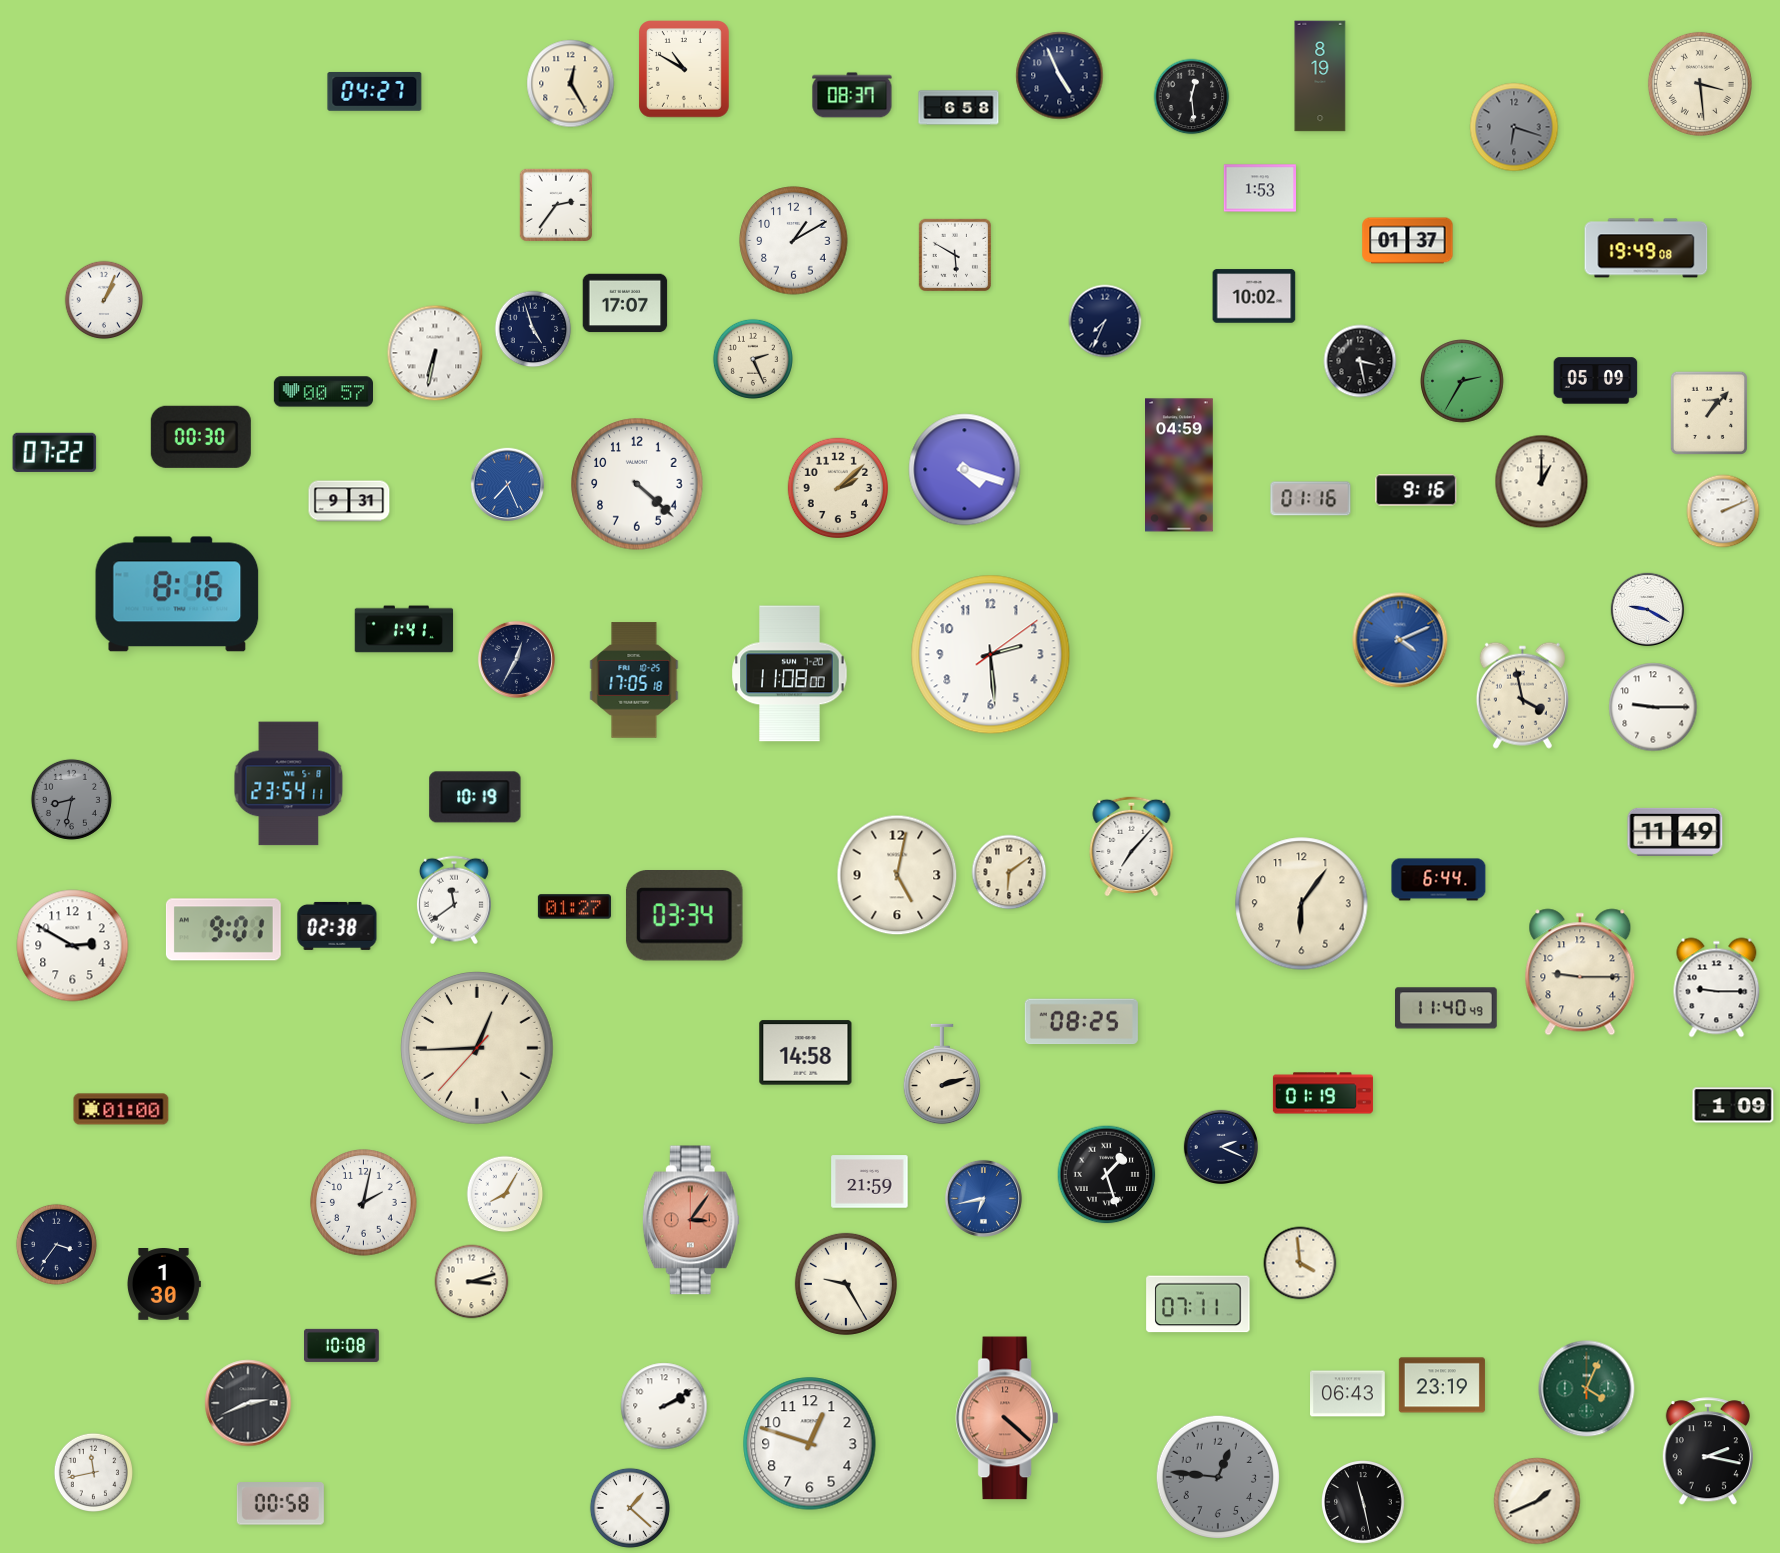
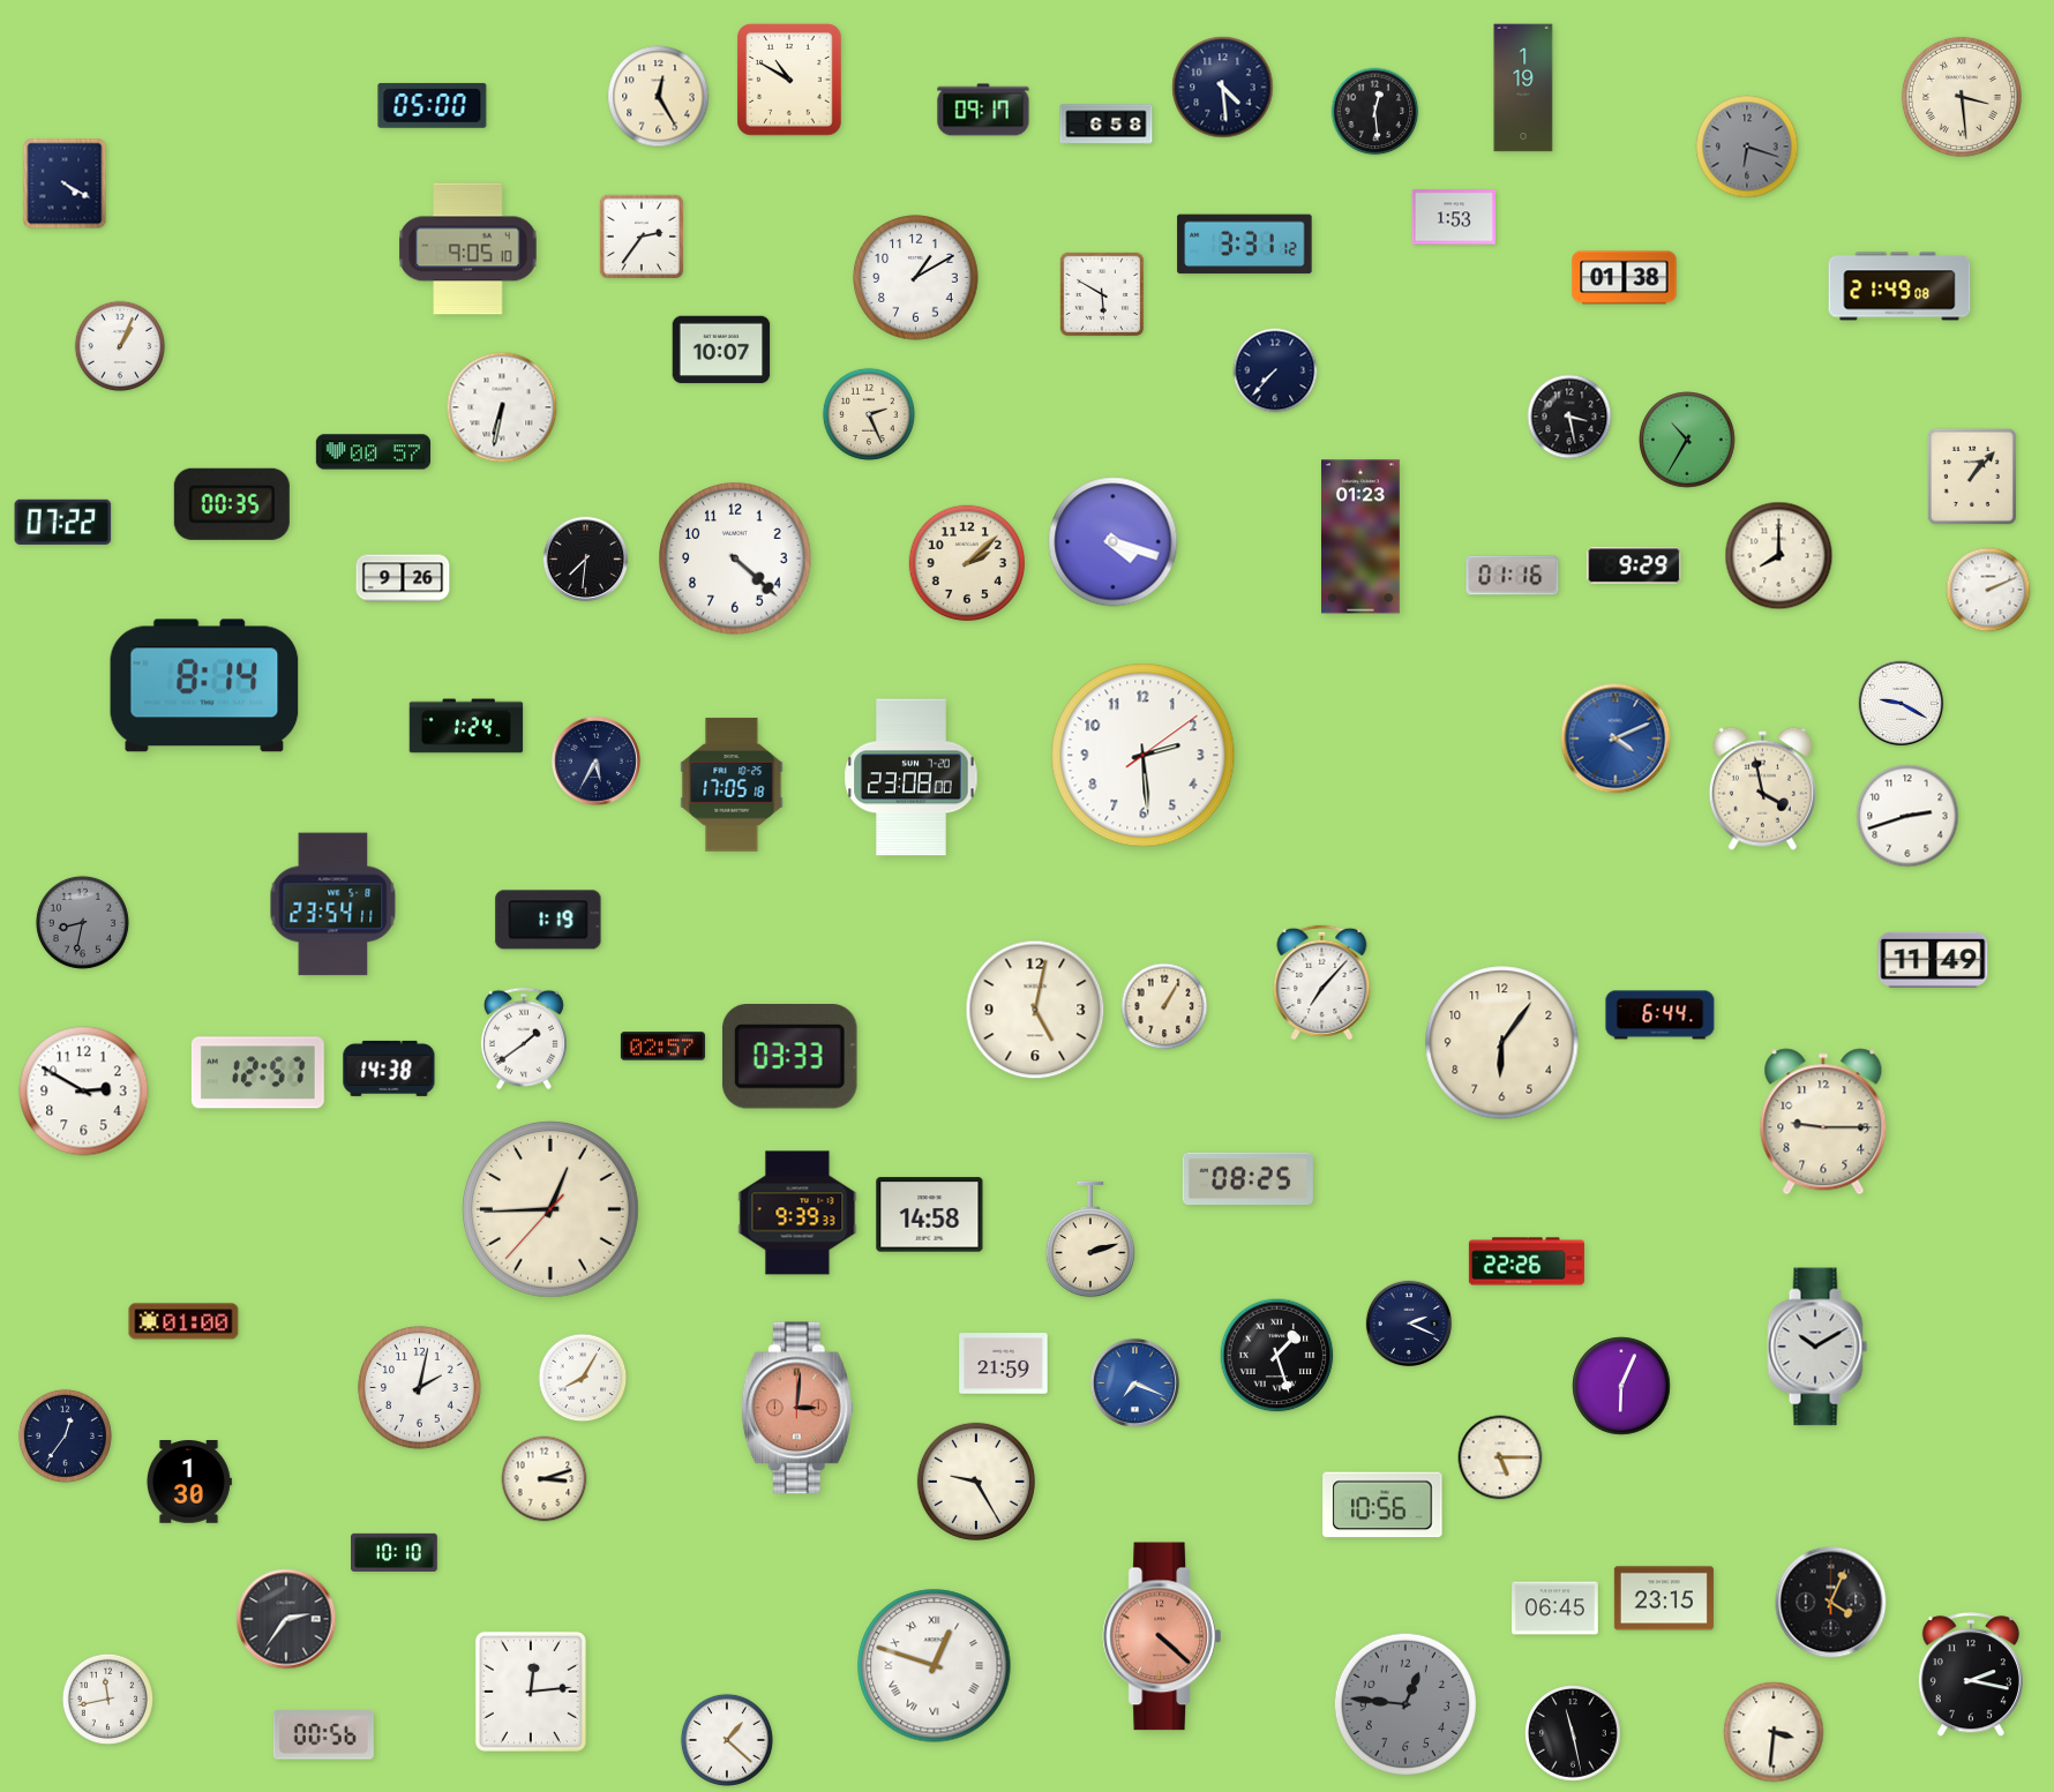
clock at (1060, 76): 4:56 -> 4:29
clock at (1320, 76): 8:19 -> 1:19
clock at (375, 92): 04:27 -> 05:00
clock at (852, 95): 08:37 -> 09:17
clock at (65, 183): none -> 4:20
clock at (1245, 245): none -> 3:31
clock at (468, 249): none -> 9:05
clock at (1408, 241): 01:37 -> 01:38
clock at (1646, 248): 19:49 -> 21:49
clock at (1254, 296): 10:02 -> none
clock at (625, 303): 17:07 -> 10:07
clock at (1105, 321): 7:34 -> 7:37
clock at (533, 329): 4:57 -> none
clock at (1462, 381): 2:35 -> 10:35
clock at (1596, 381): 05:09 -> none
clock at (201, 437): 00:30 -> 00:35
clock at (1180, 465): 04:59 -> 01:23
clock at (1542, 482): 1:00 -> 8:00
clock at (508, 485): 7:26 -> 7:31
clock at (508, 485) dial: blue -> black
clock at (1416, 490): 9:16 -> 9:29
clock at (349, 501): 9:31 -> 9:26
clock at (177, 594): 8:16 -> 8:14
clock at (404, 629): 1:41 -> 1:24
clock at (516, 659): 12:35 -> 5:35
clock at (790, 674): 11:08 -> 23:08
clock at (1522, 695) position: (1522, 695) -> (1762, 788)
clock at (1653, 707): 9:15 -> 2:42
clock at (475, 797): 10:19 -> 1:19
clock at (1132, 846) position: (1132, 846) -> (1322, 982)
clock at (1009, 872): 6:09 -> 1:05
clock at (454, 900): 11:39 -> 1:39
clock at (574, 907): 01:27 -> 02:57
clock at (684, 916): 03:34 -> 03:33
clock at (337, 926): 02:38 -> 14:38
clock at (223, 930): 9:01 -> 12:57
clock at (1717, 988): 9:15 -> none
clock at (1447, 1008): 11:40 -> none
clock at (797, 1213): none -> 9:39
clock at (941, 1074) position: (941, 1074) -> (1089, 1239)
clock at (1323, 1093): 01:19 -> 22:26
clock at (1733, 1105): 1:09 -> none
clock at (121, 1109) position: (121, 1109) -> (183, 1321)
clock at (1817, 1347): none -> 10:10
clock at (983, 1198): 6:43 -> 7:19
clock at (1621, 1386): none -> 6:04
clock at (691, 1220): 3:06 -> 3:01
clock at (56, 1244): 3:36 -> 12:36
clock at (1300, 1263): 3:59 -> 5:15
clock at (1198, 1304): 07:11 -> 10:56
clock at (342, 1345): 10:08 -> 10:10
clock at (1442, 1385): 23:19 -> 23:15
clock at (1587, 1389) dial: green -> black
clock at (1348, 1394): 06:43 -> 06:45
clock at (248, 1403): 2:41 -> 2:36
clock at (664, 1406): 2:10 -> none
clock at (810, 1444) numerals: Arabic -> Roman
clock at (531, 1692): none -> 12:14
clock at (1537, 1501): 1:41 -> 3:31
clock at (280, 1504): 00:58 -> 00:56
